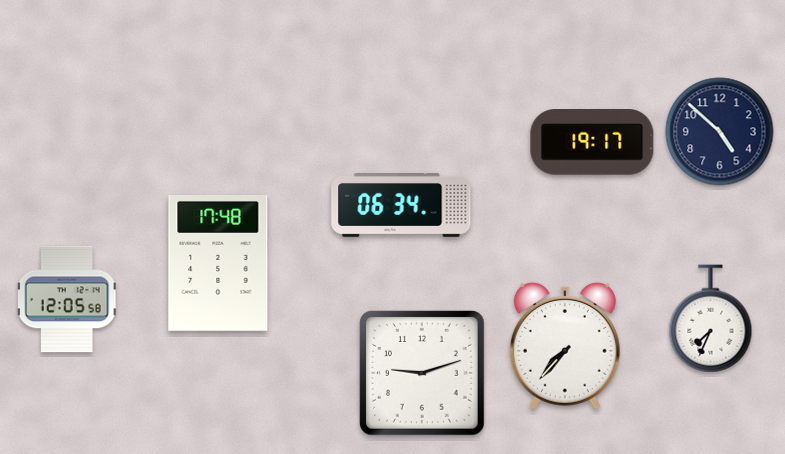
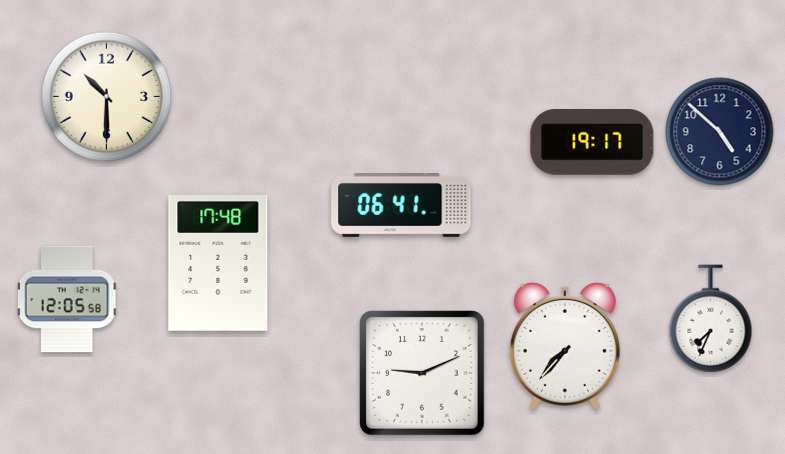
clock at (107, 97): none -> 10:30
clock at (401, 206): 06:34 -> 06:41
clock at (422, 373): 9:12 -> 9:11
